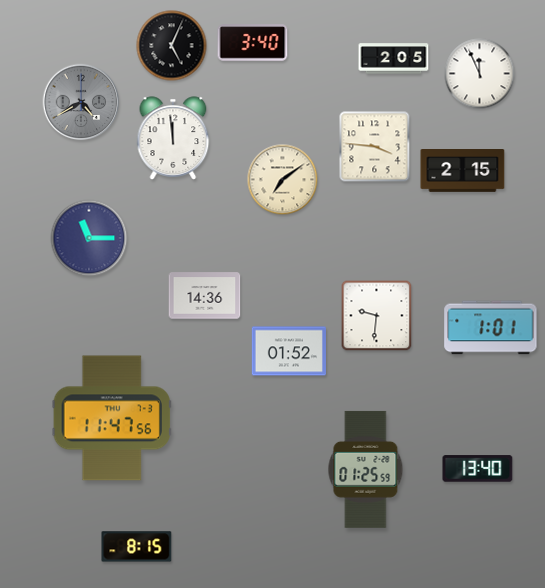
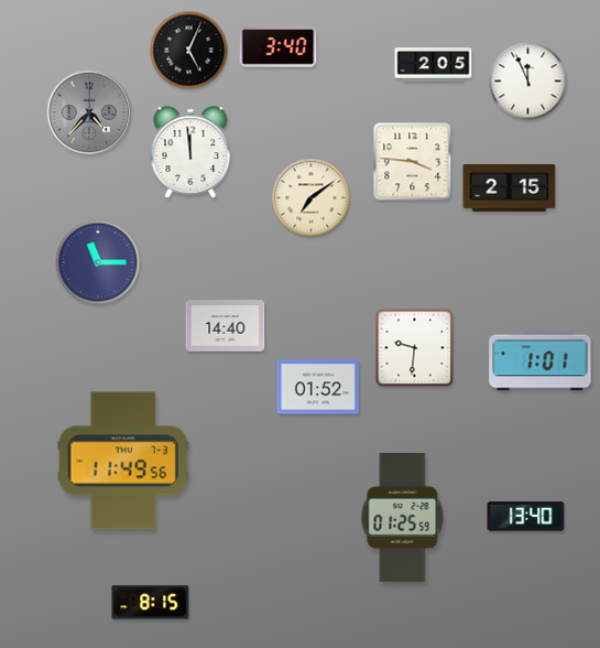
clock at (81, 102): 4:40 -> 4:37
clock at (205, 296): 14:36 -> 14:40
clock at (112, 418): 11:47 -> 11:49
